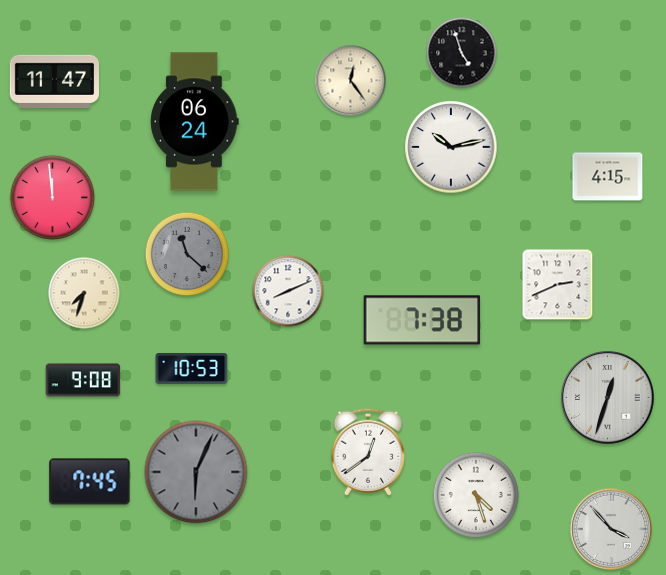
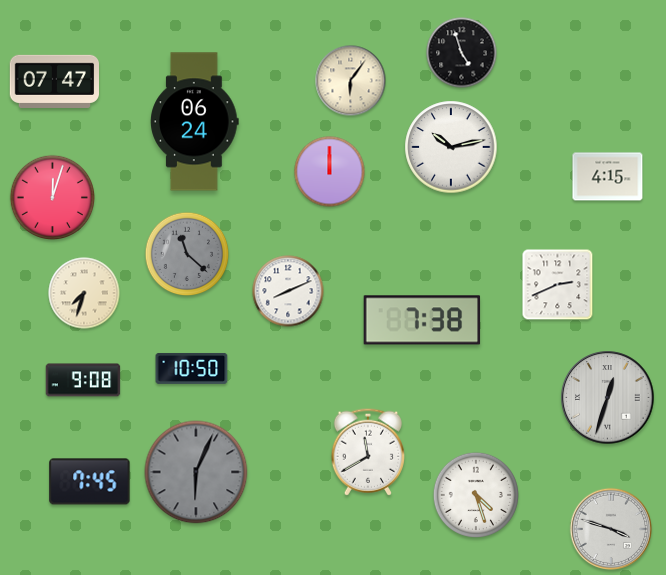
clock at (54, 81): 11:47 -> 07:47
clock at (351, 81): 12:24 -> 6:06
clock at (330, 172): none -> 12:00
clock at (52, 197): 11:59 -> 12:03
clock at (192, 368): 10:53 -> 10:50
clock at (367, 452): 12:39 -> 11:40
clock at (611, 529): 3:53 -> 3:48
